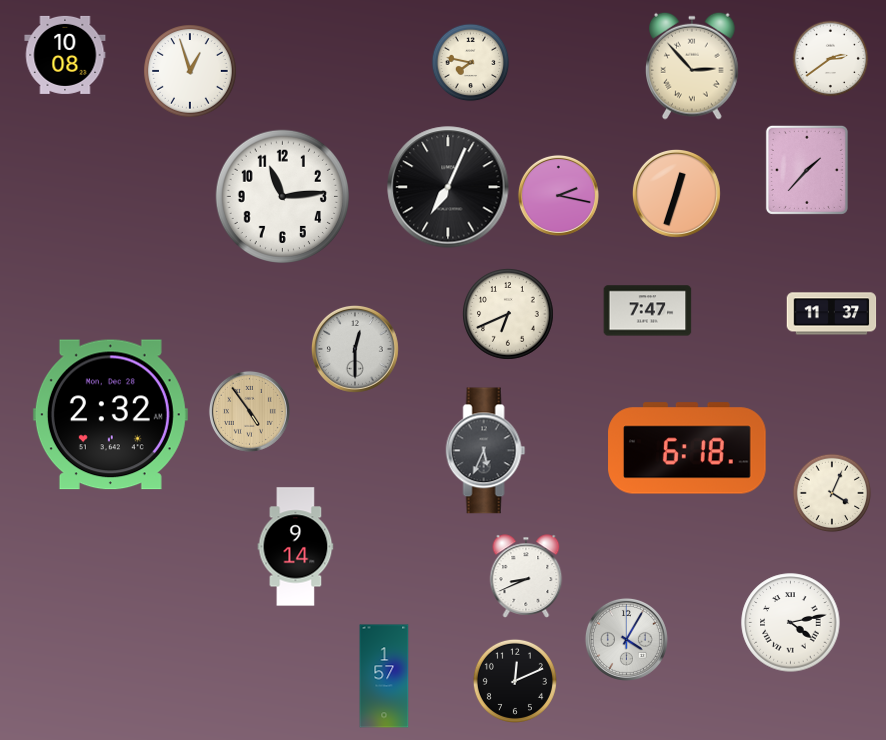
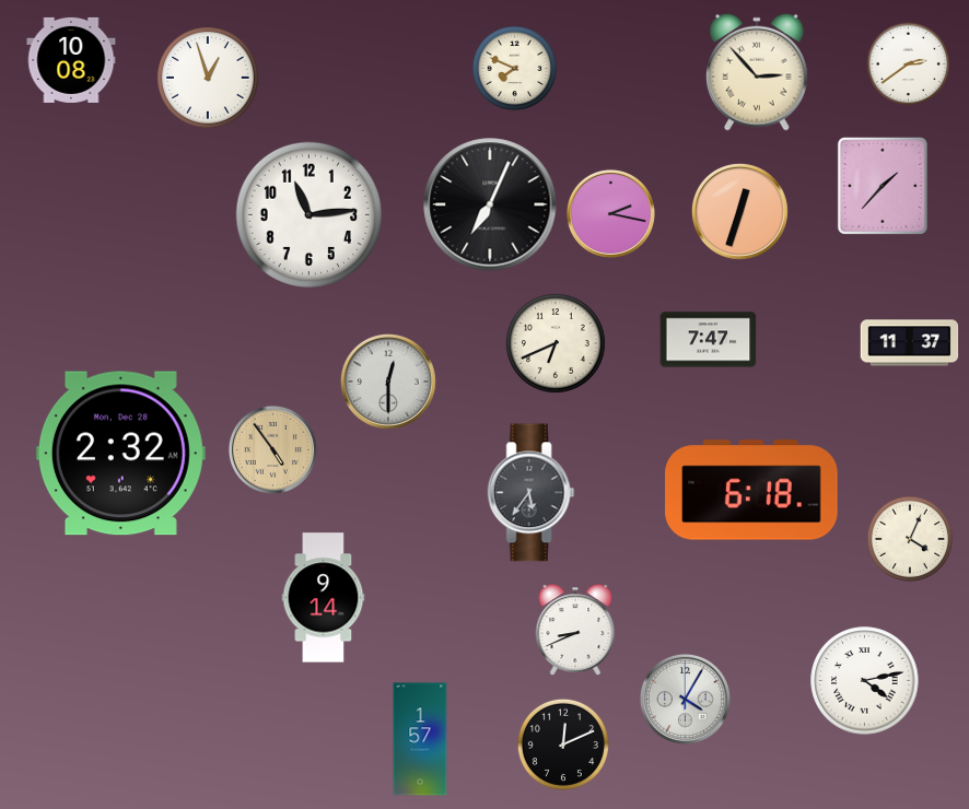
clock at (471, 63): 7:47 -> 7:49
clock at (486, 451): 5:34 -> 5:36
